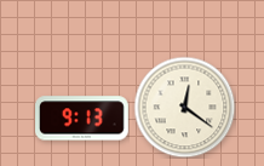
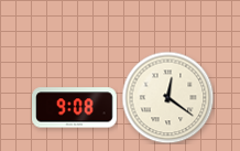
clock at (82, 119): 9:13 -> 9:08
